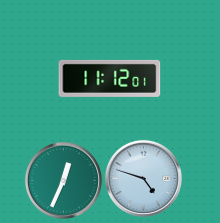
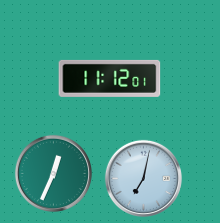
clock at (143, 178): 4:48 -> 7:02
clock at (63, 180) position: (63, 180) -> (53, 173)
